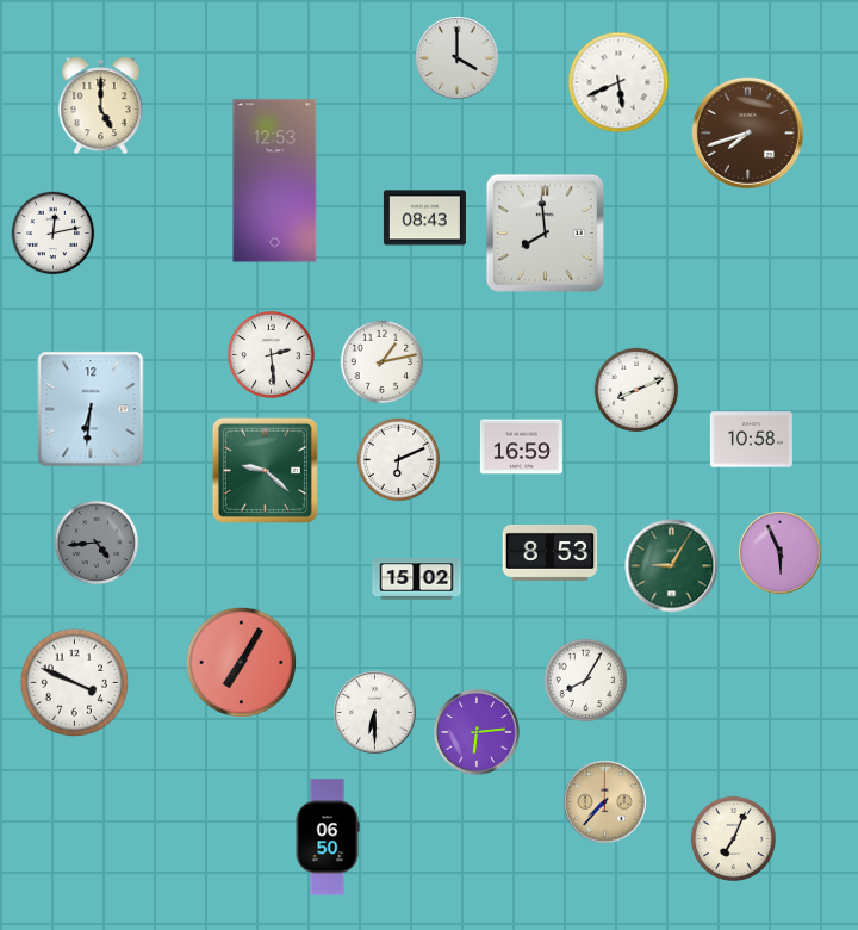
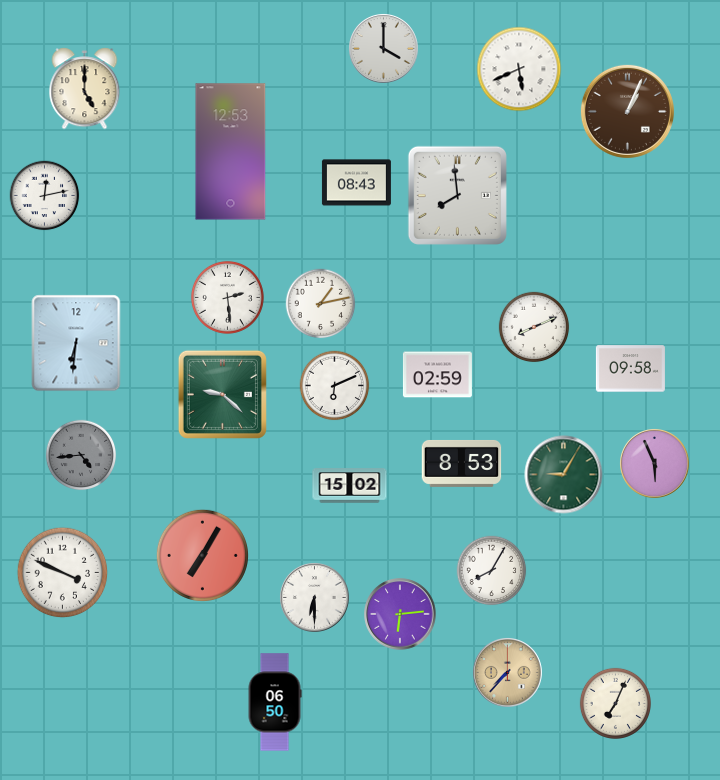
clock at (747, 132): 7:42 -> 1:04
clock at (751, 440): 10:58 -> 09:58
clock at (521, 447): 16:59 -> 02:59
